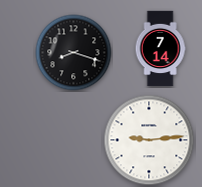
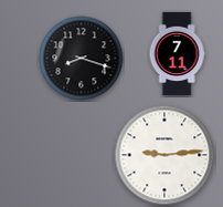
clock at (160, 49): 7:14 -> 7:11
